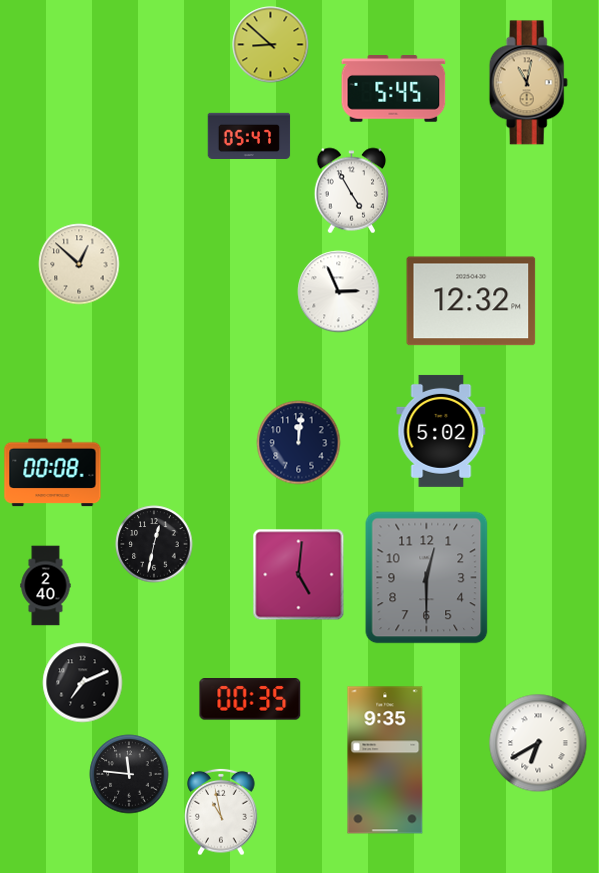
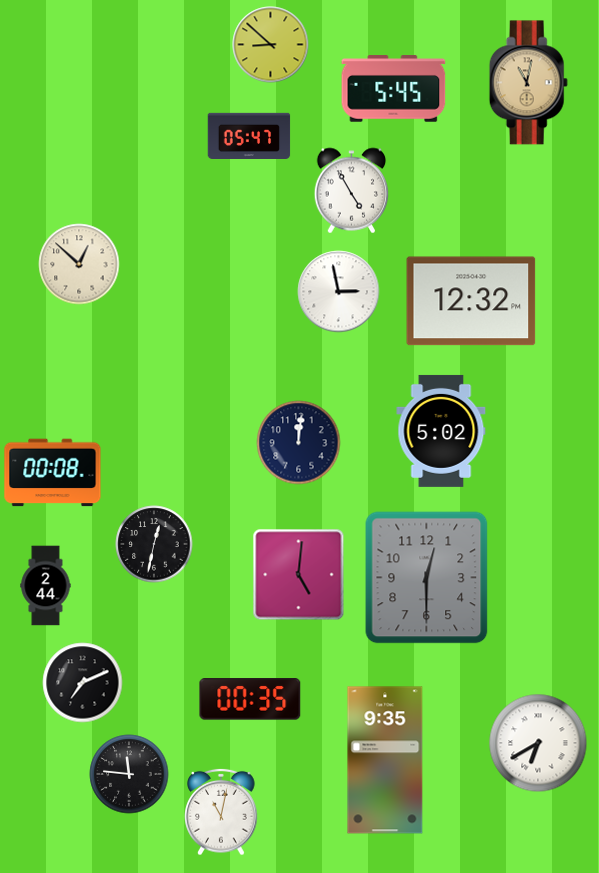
clock at (339, 292): 2:56 -> 2:58
clock at (46, 586): 2:40 -> 2:44
clock at (221, 812): 10:58 -> 11:02
